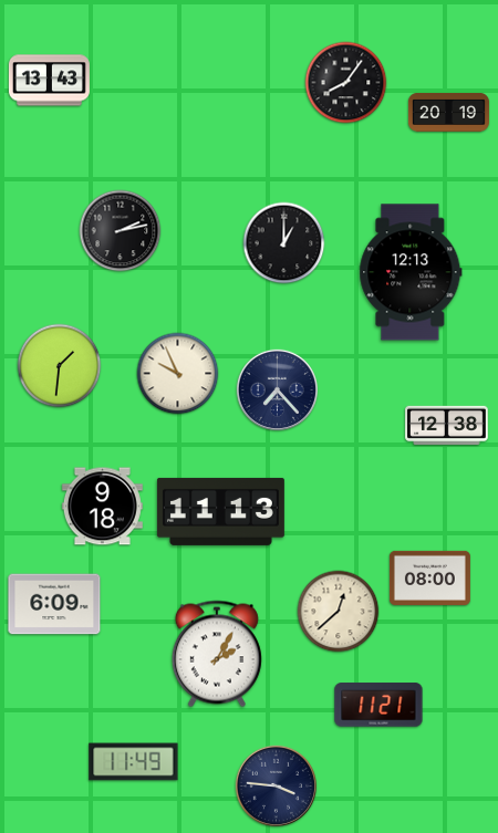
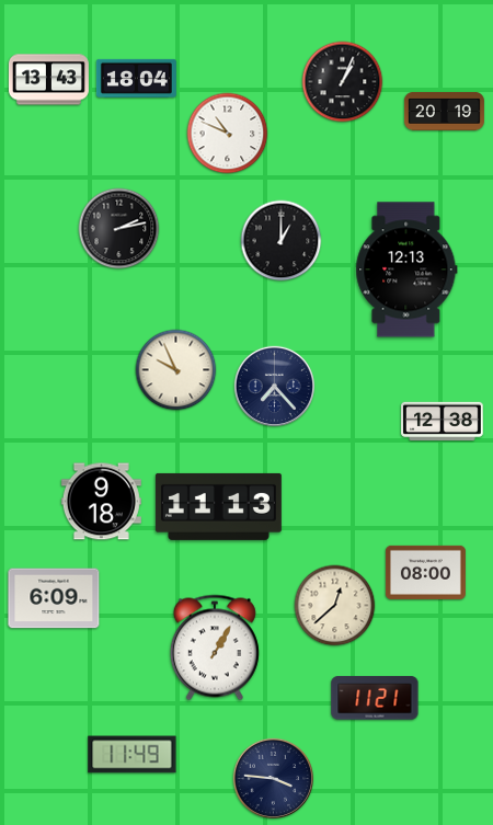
clock at (136, 78): none -> 18:04
clock at (346, 83): 8:06 -> 1:04
clock at (228, 134): none -> 10:49
clock at (60, 366): 1:31 -> none
clock at (217, 654): 2:05 -> 1:05
